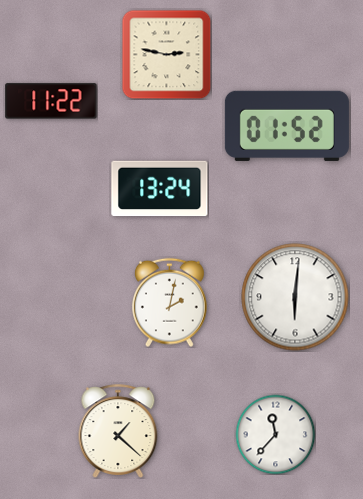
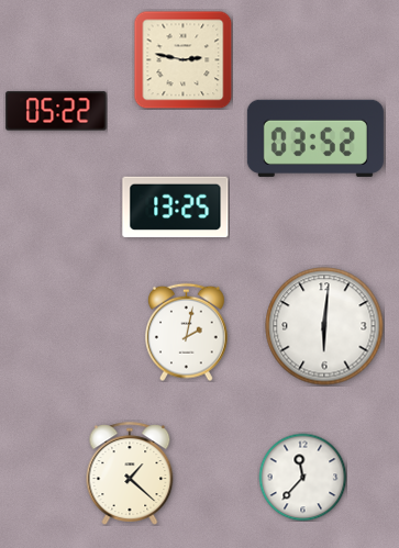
clock at (51, 101): 11:22 -> 05:22
clock at (287, 126): 01:52 -> 03:52
clock at (160, 189): 13:24 -> 13:25
